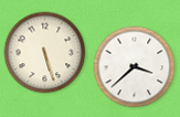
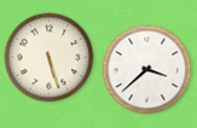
clock at (135, 67) position: (135, 67) -> (147, 70)
